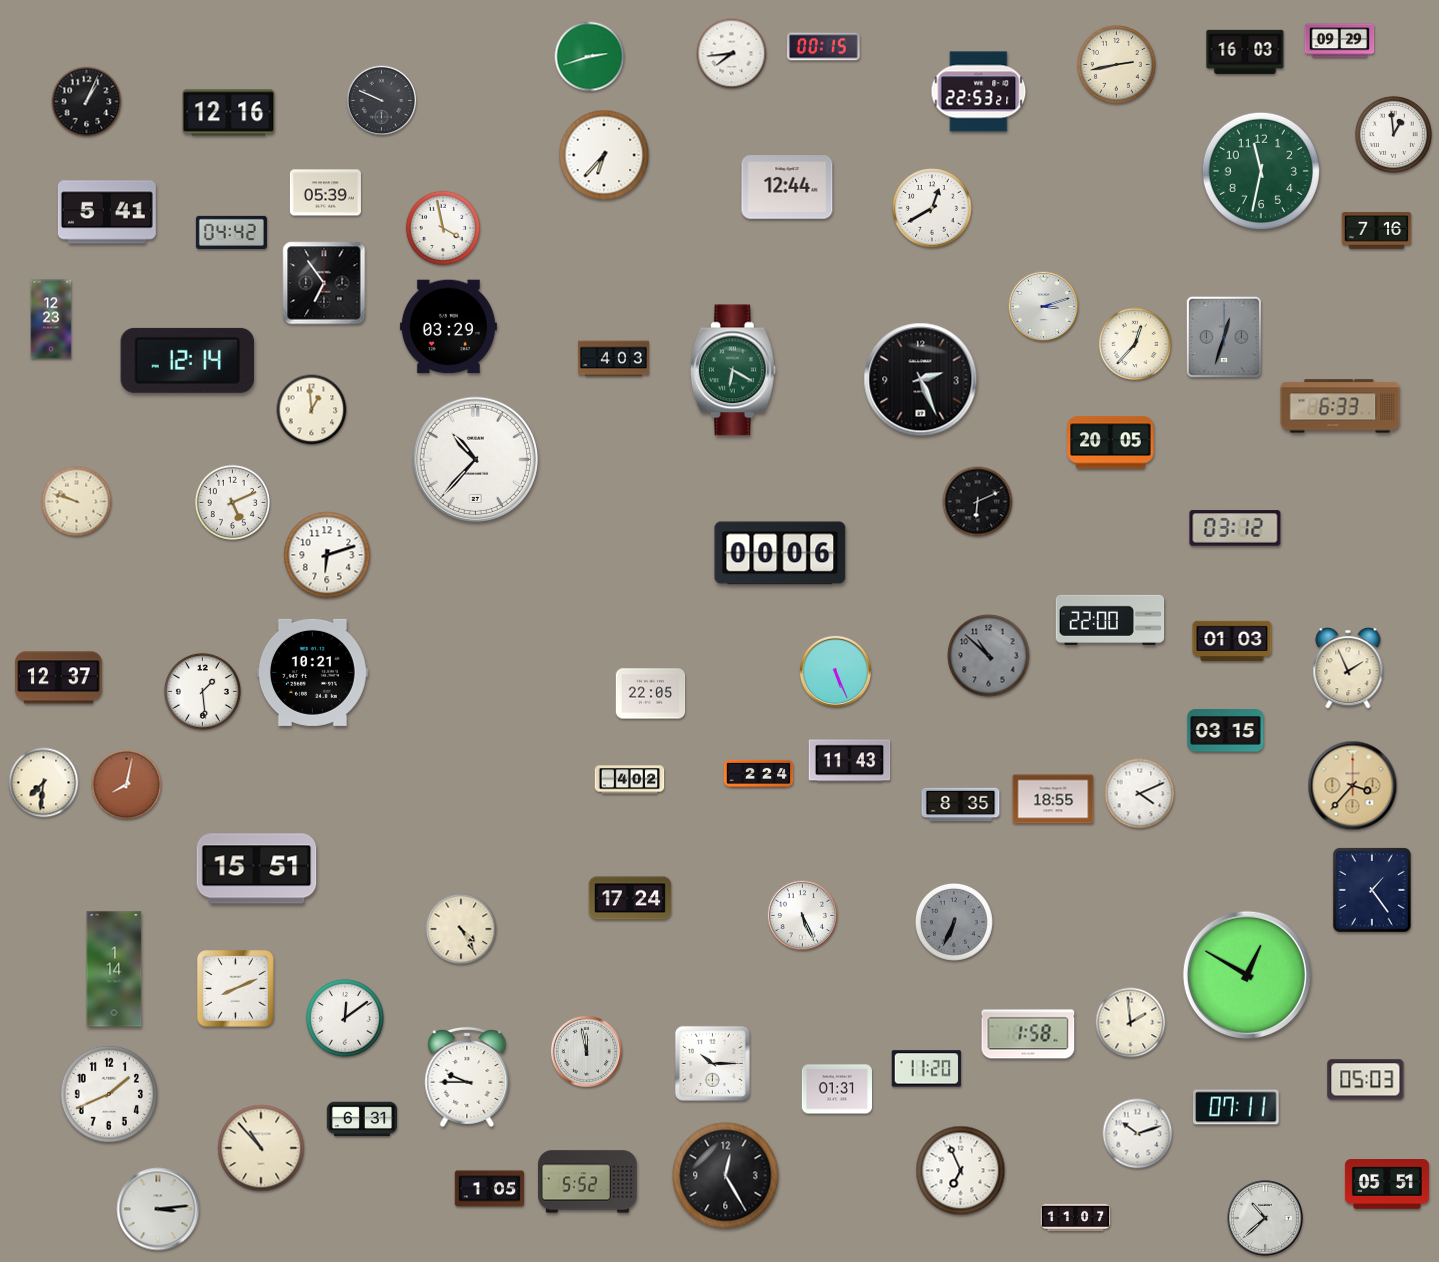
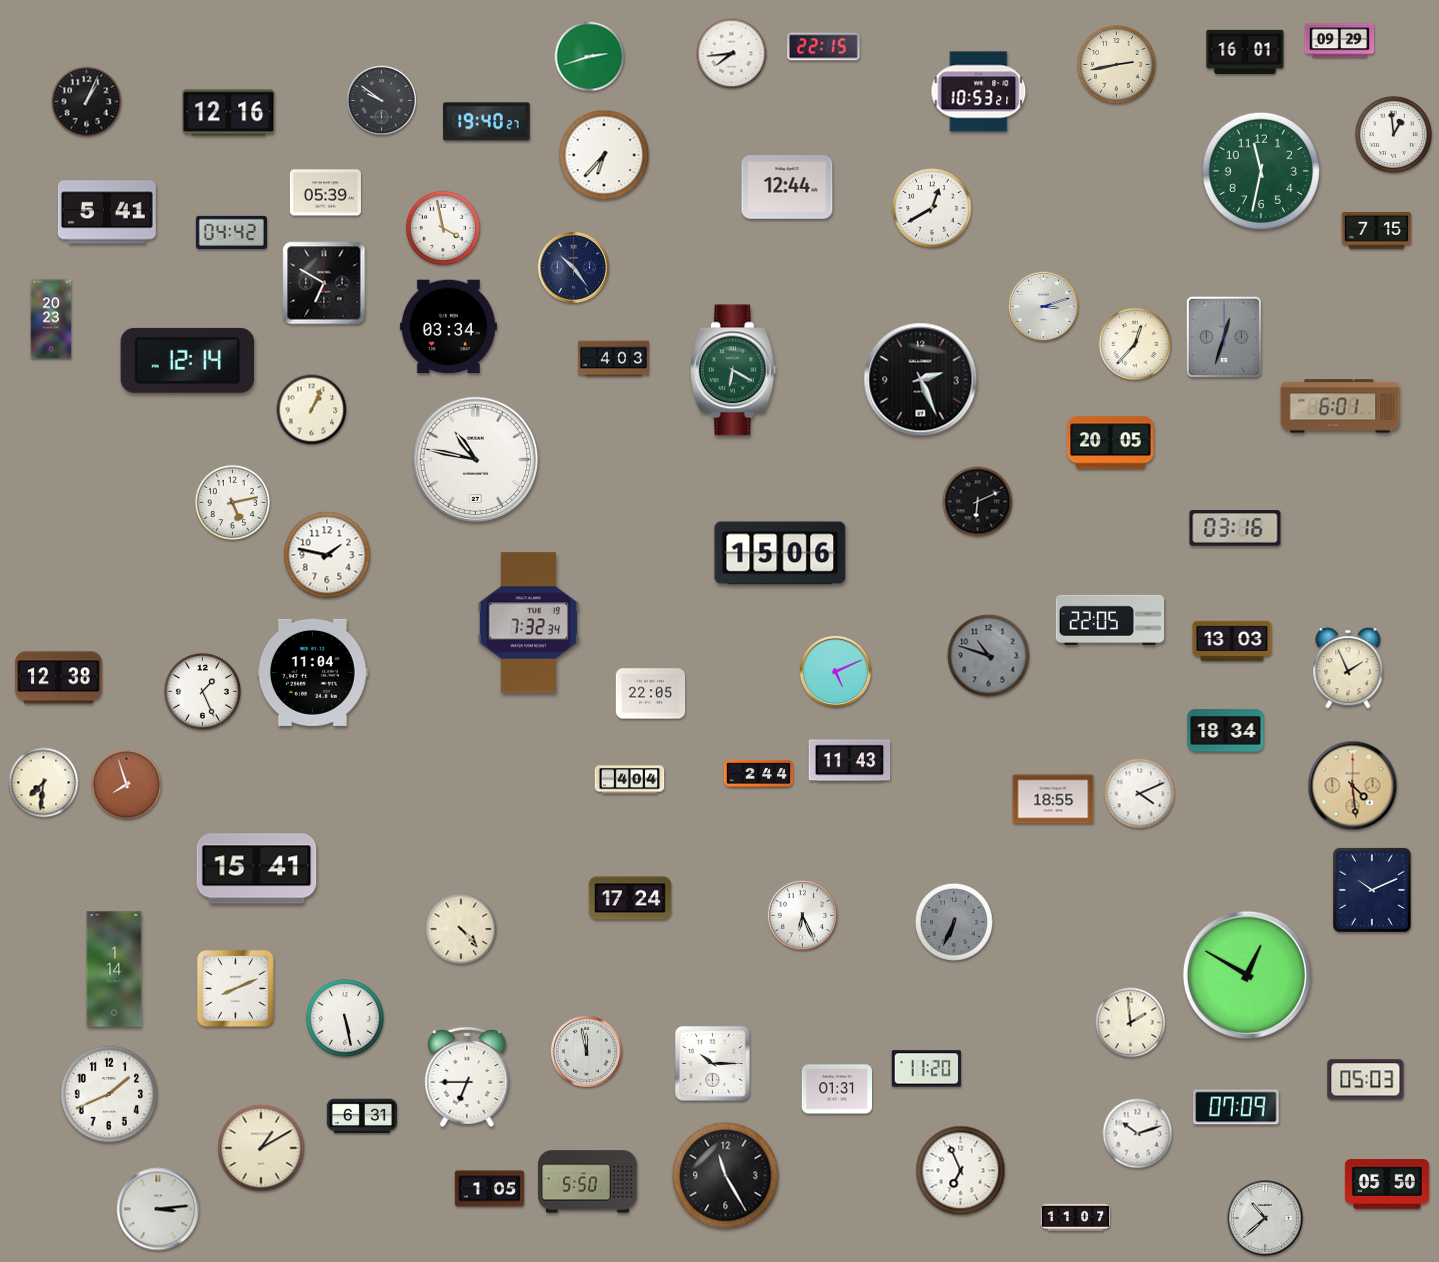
clock at (824, 47): 00:15 -> 22:15
clock at (1245, 52): 16:03 -> 16:01
clock at (979, 92): 22:53 -> 10:53
clock at (381, 100): 9:49 -> 9:51
clock at (487, 122): none -> 19:40
clock at (1377, 231): 7:16 -> 7:15
clock at (573, 267): none -> 10:24
clock at (324, 283): 6:54 -> 6:50
clock at (51, 319): 12:23 -> 20:23
clock at (448, 327): 03:29 -> 03:34
clock at (1340, 406): 6:33 -> 6:01
clock at (312, 410): 12:59 -> 1:04
clock at (475, 459): 10:37 -> 10:47
clock at (77, 502): 9:48 -> none
clock at (232, 502): 5:11 -> 5:13
clock at (1235, 528): 03:12 -> 03:16
clock at (780, 553): 00:06 -> 15:06
clock at (327, 555): 6:12 -> 1:47
clock at (1110, 620): 22:00 -> 22:05
clock at (528, 623): none -> 7:32
clock at (1232, 641): 01:03 -> 13:03
clock at (989, 656): 10:52 -> 10:48
clock at (835, 671): 5:26 -> 5:11
clock at (312, 672): 10:21 -> 11:04
clock at (59, 678): 12:37 -> 12:38
clock at (202, 691): 1:29 -> 1:26
clock at (1226, 731): 03:15 -> 18:34
clock at (759, 773): 2:24 -> 2:44
clock at (630, 780): 4:02 -> 4:04
clock at (127, 785): 8:02 -> 7:57
clock at (1353, 786): 3:37 -> 4:29
clock at (961, 805): 8:35 -> none
clock at (257, 869): 15:51 -> 15:41
clock at (1372, 890): 1:24 -> 10:11
clock at (802, 915): 5:26 -> 6:26
clock at (461, 929): 4:25 -> 4:23
clock at (345, 1018): 12:09 -> 5:28
clock at (1028, 1034): 1:58 -> none
clock at (467, 1077): 9:45 -> 6:45
clock at (1237, 1107): 07:11 -> 07:09
clock at (362, 1119) position: (362, 1119) -> (362, 1116)
clock at (261, 1148): 10:53 -> 1:10
clock at (726, 1176): 12:25 -> 11:25
clock at (588, 1182): 5:52 -> 5:50
clock at (1387, 1184): 05:51 -> 05:50
